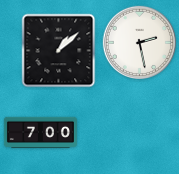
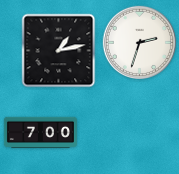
clock at (140, 43): 2:28 -> 2:33
clock at (59, 51): 1:08 -> 1:13
